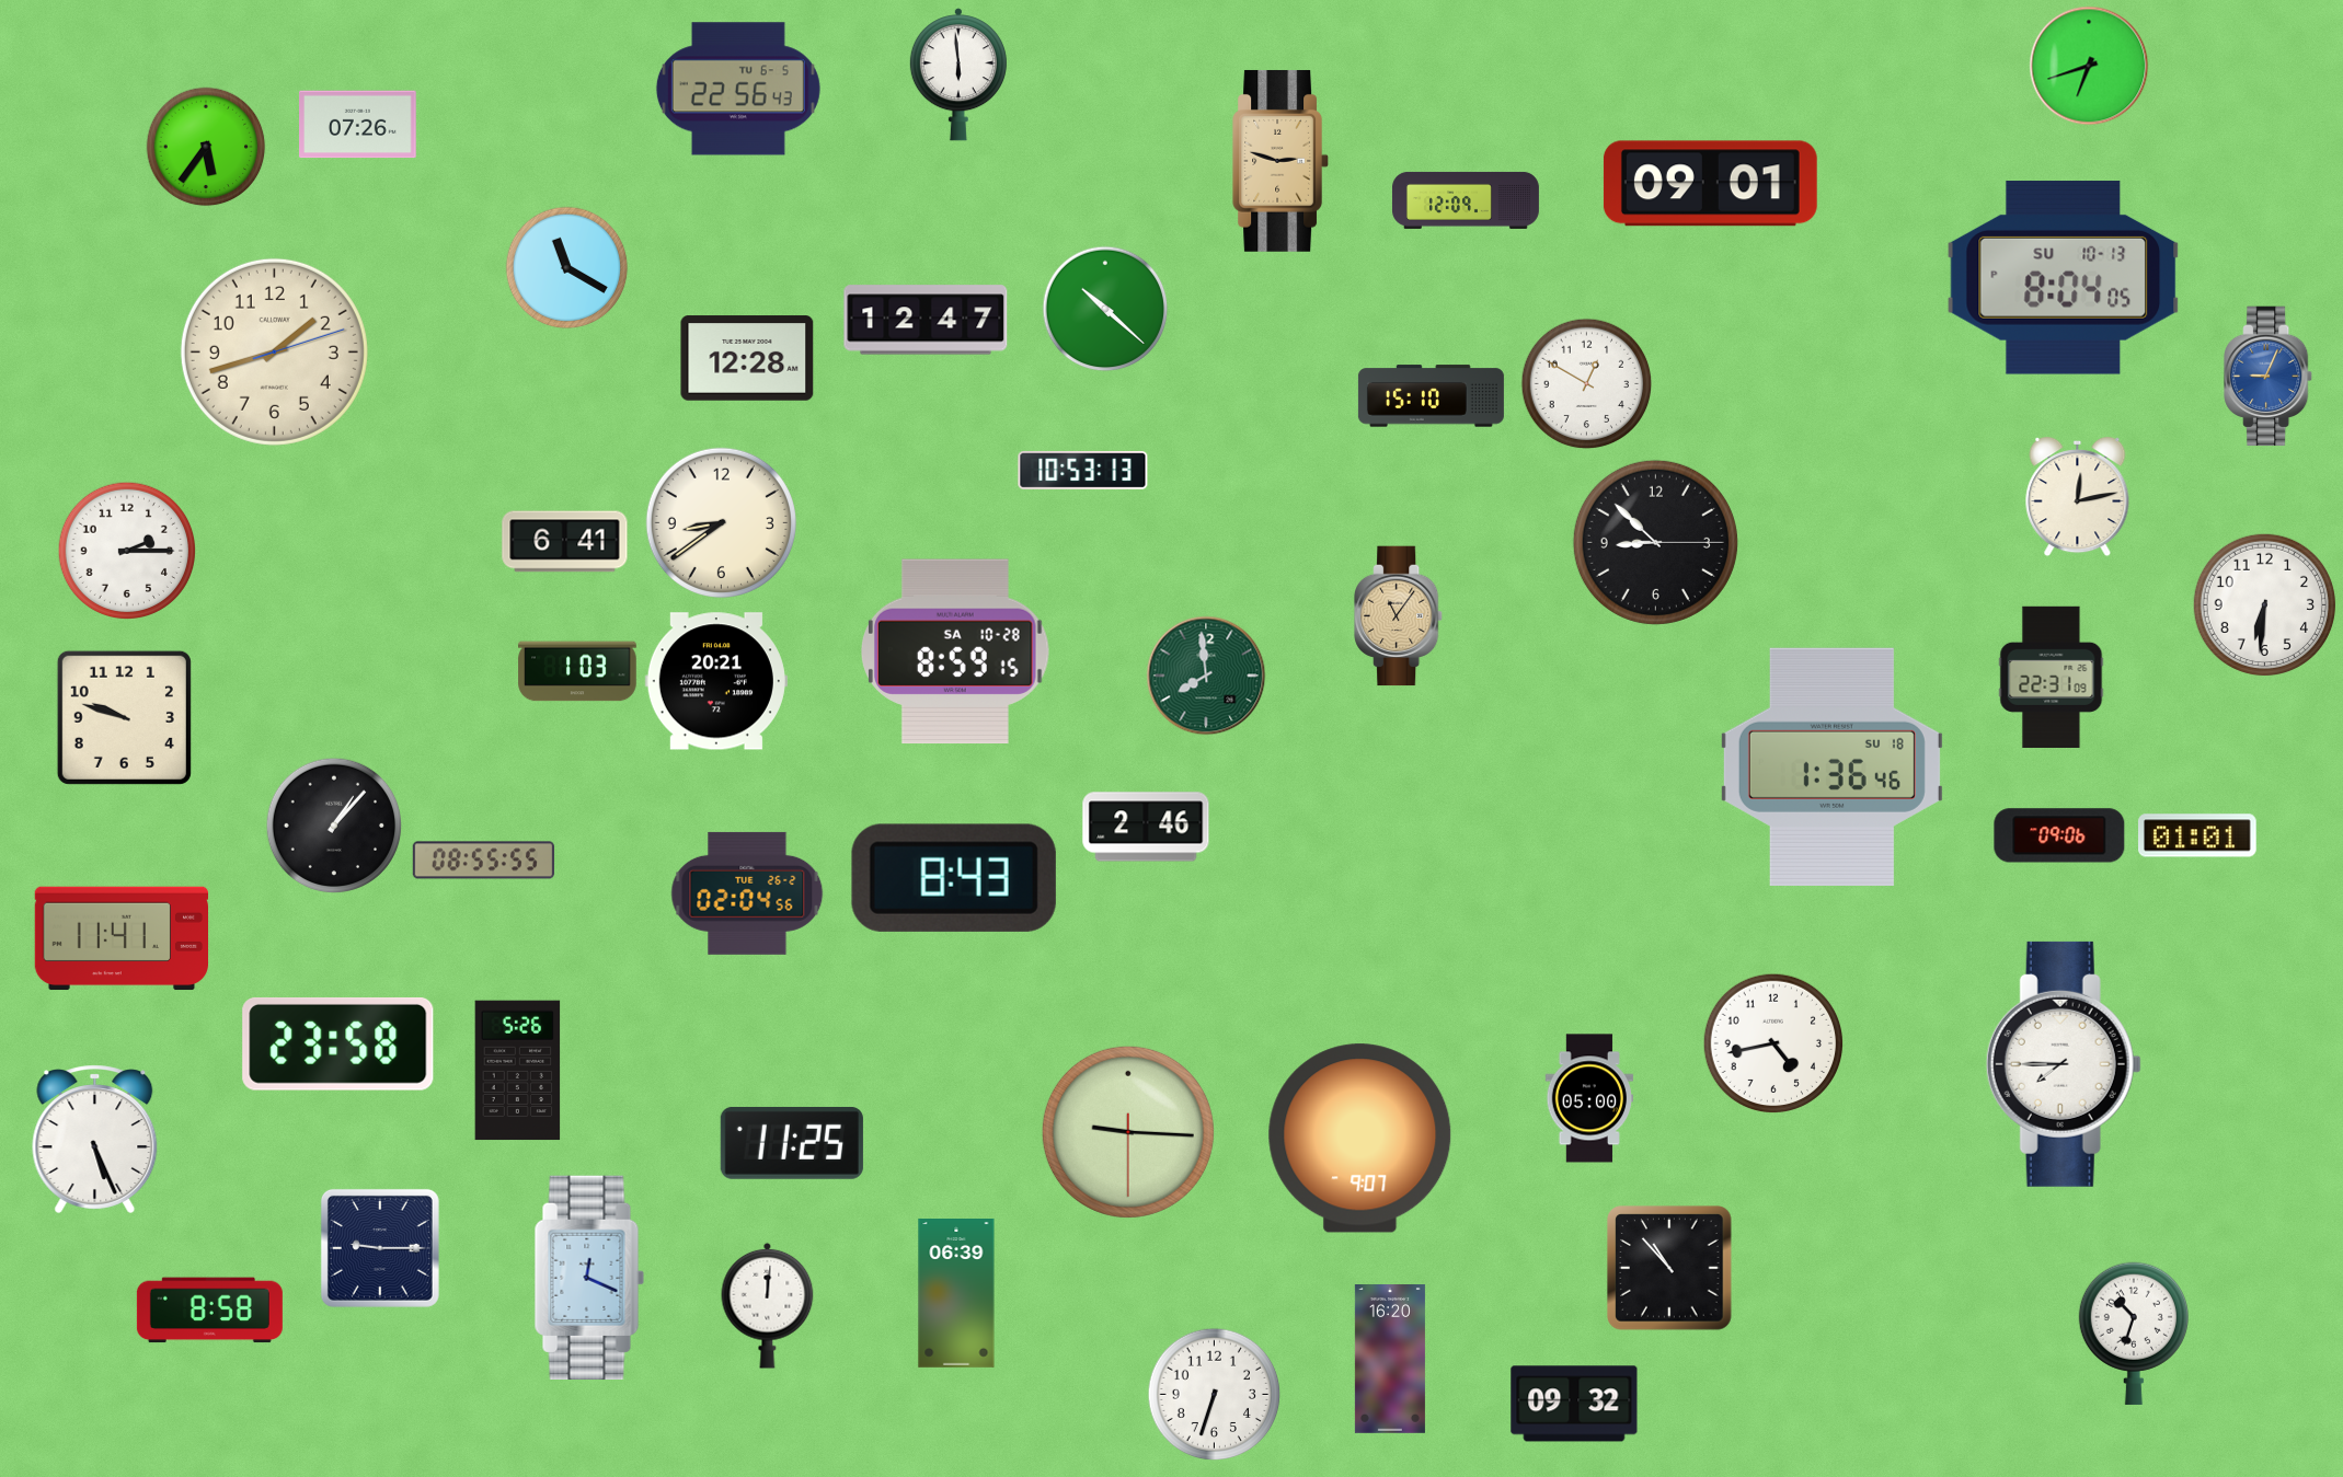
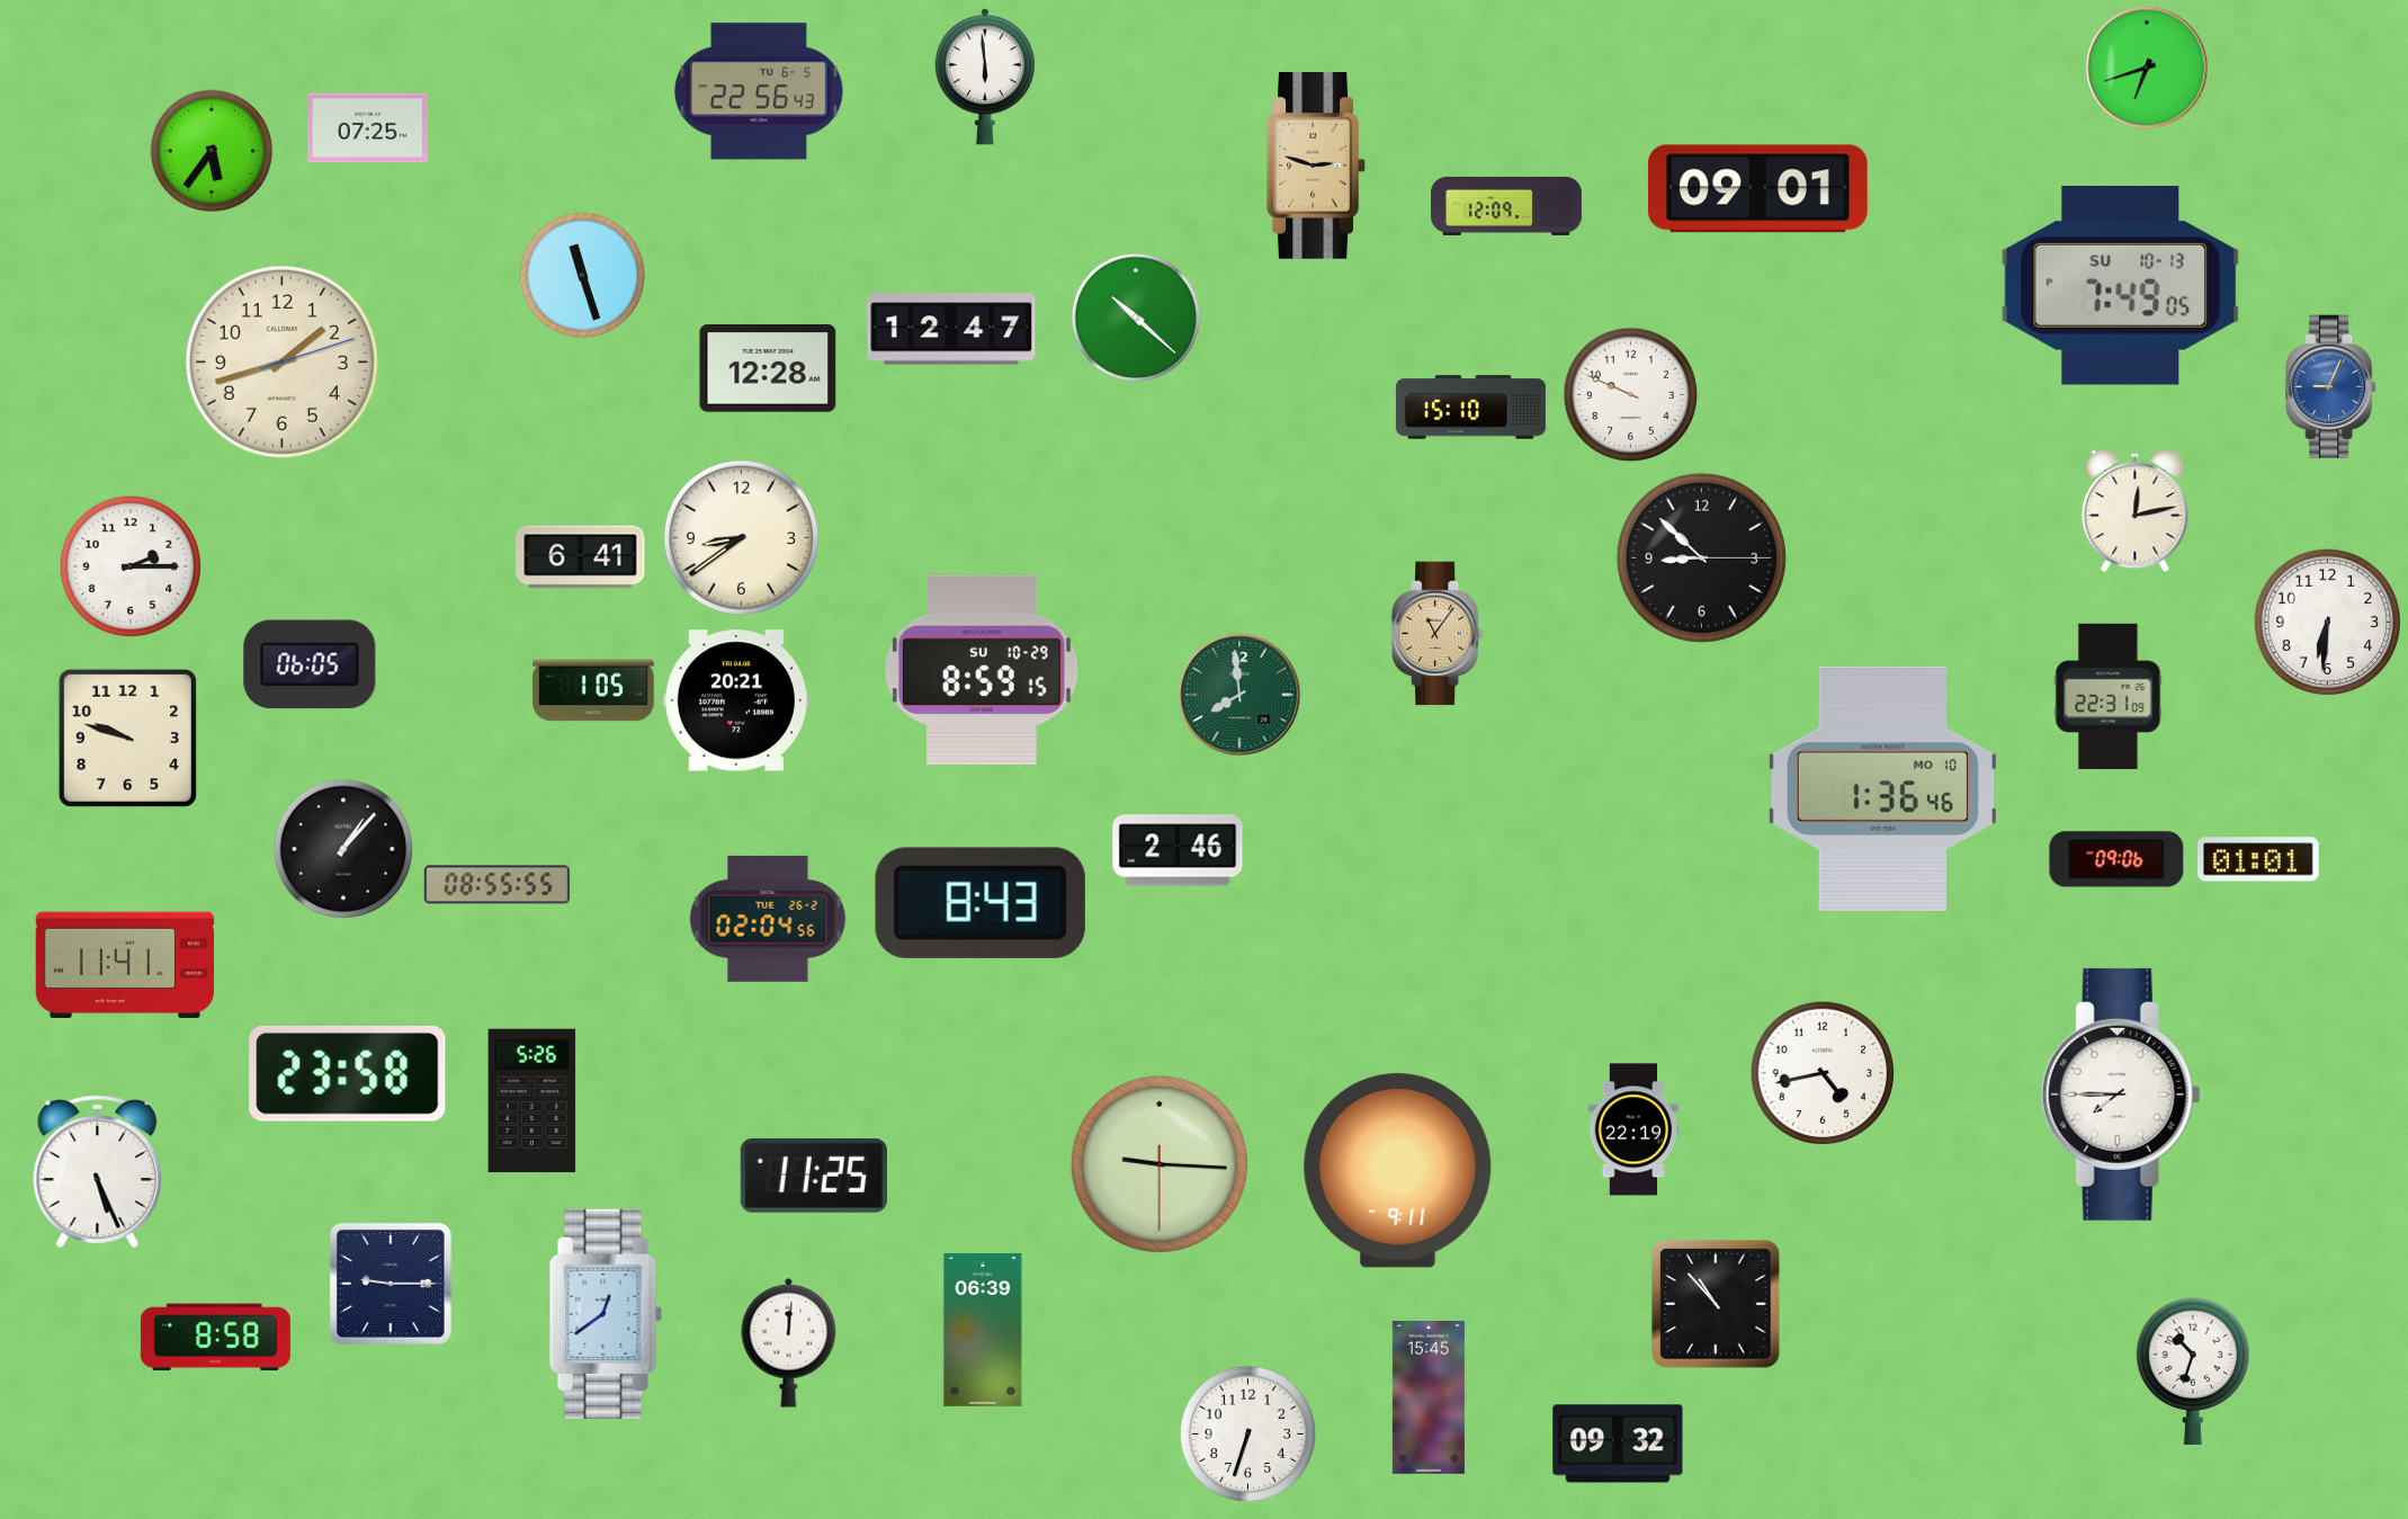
clock at (358, 125): 07:26 -> 07:25
clock at (567, 268): 11:20 -> 11:27
clock at (2064, 278): 8:04 -> 7:49
clock at (1587, 384): 12:50 -> 9:49
clock at (1083, 470): 10:53 -> none
clock at (310, 664): none -> 06:05
clock at (956, 651) date: SA 10-28 -> SU 10-29
clock at (577, 671): 1:03 -> 1:05
clock at (1831, 766) date: SU 18 -> MO 10
clock at (1589, 1098): 05:00 -> 22:19
clock at (1360, 1139): 9:07 -> 9:11
clock at (589, 1277): 12:19 -> 12:39
clock at (209, 1311) position: (209, 1311) -> (215, 1338)
clock at (1390, 1360): 16:20 -> 15:45
